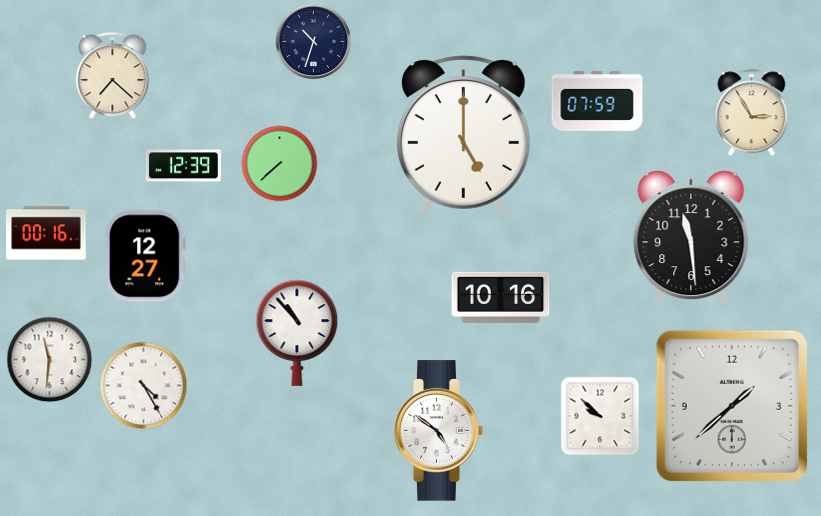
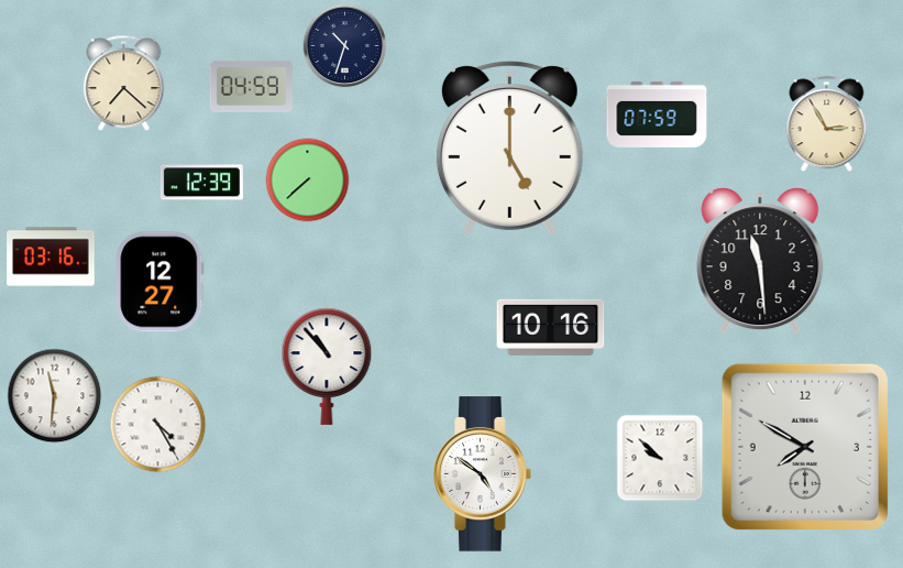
clock at (251, 86): none -> 04:59
clock at (597, 101) position: (597, 101) -> (657, 114)
clock at (46, 233): 00:16 -> 03:16
clock at (732, 406): 1:38 -> 7:50
